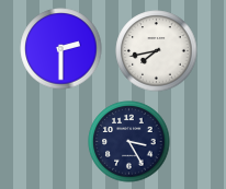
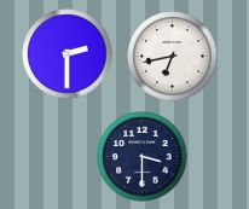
clock at (157, 51): 7:43 -> 6:43
clock at (129, 142): 3:25 -> 3:30
